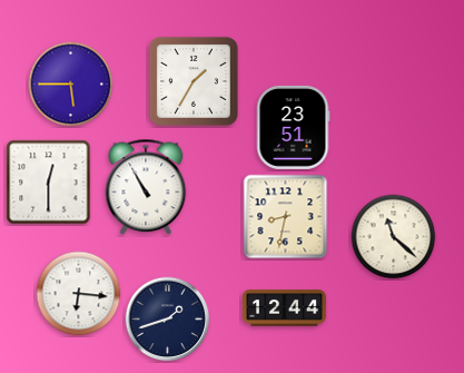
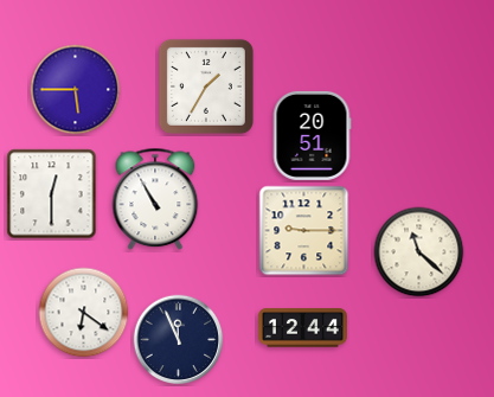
clock at (293, 127): 23:51 -> 20:51
clock at (286, 217): 8:32 -> 9:15
clock at (79, 294): 6:16 -> 6:21
clock at (168, 320): 1:42 -> 11:56
